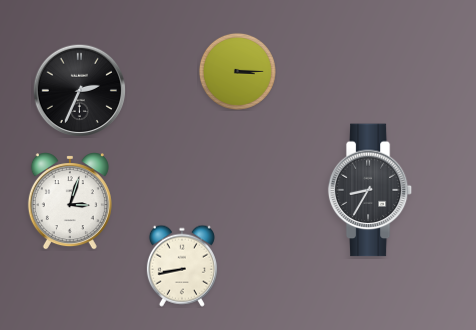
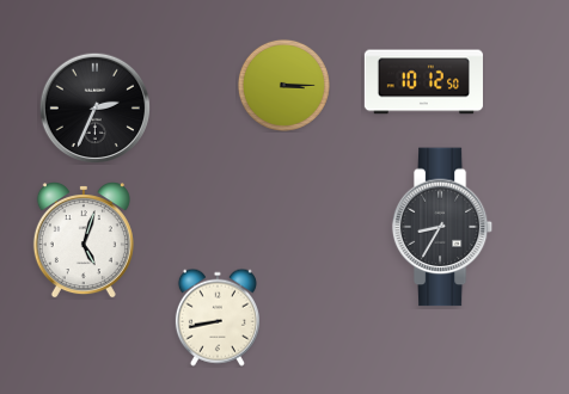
clock at (423, 82): none -> 10:12
clock at (70, 201): 3:03 -> 5:03
